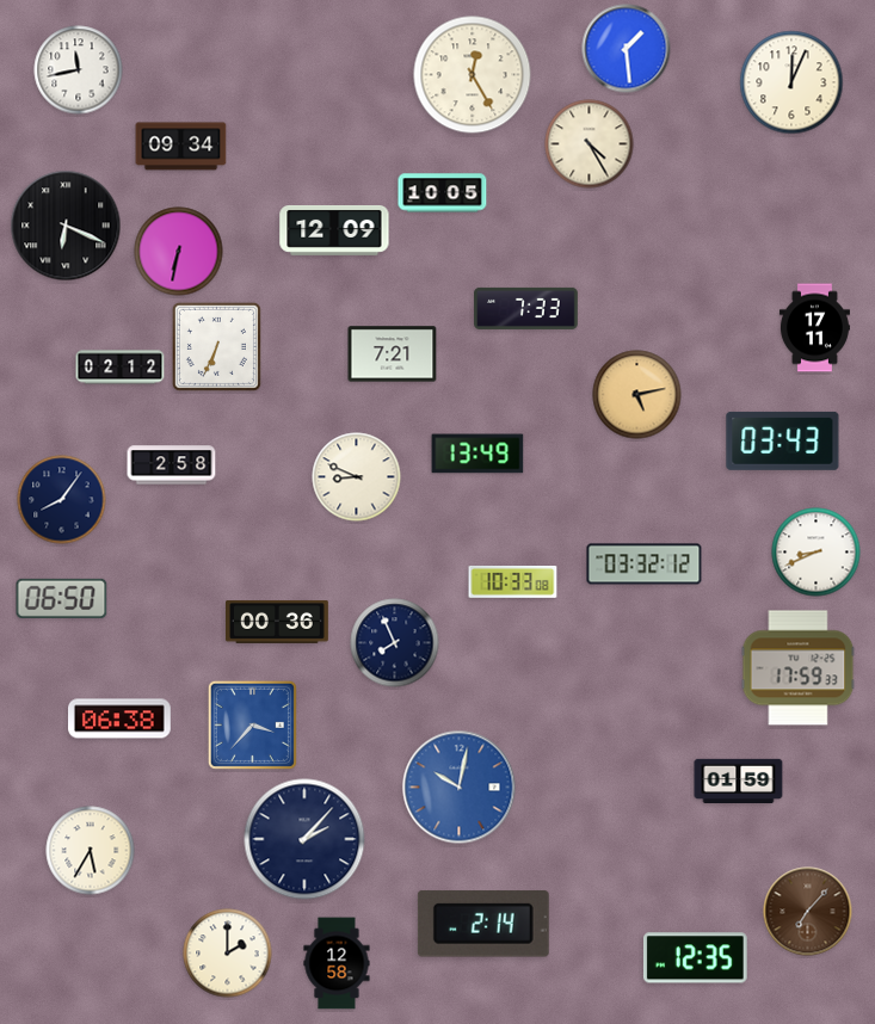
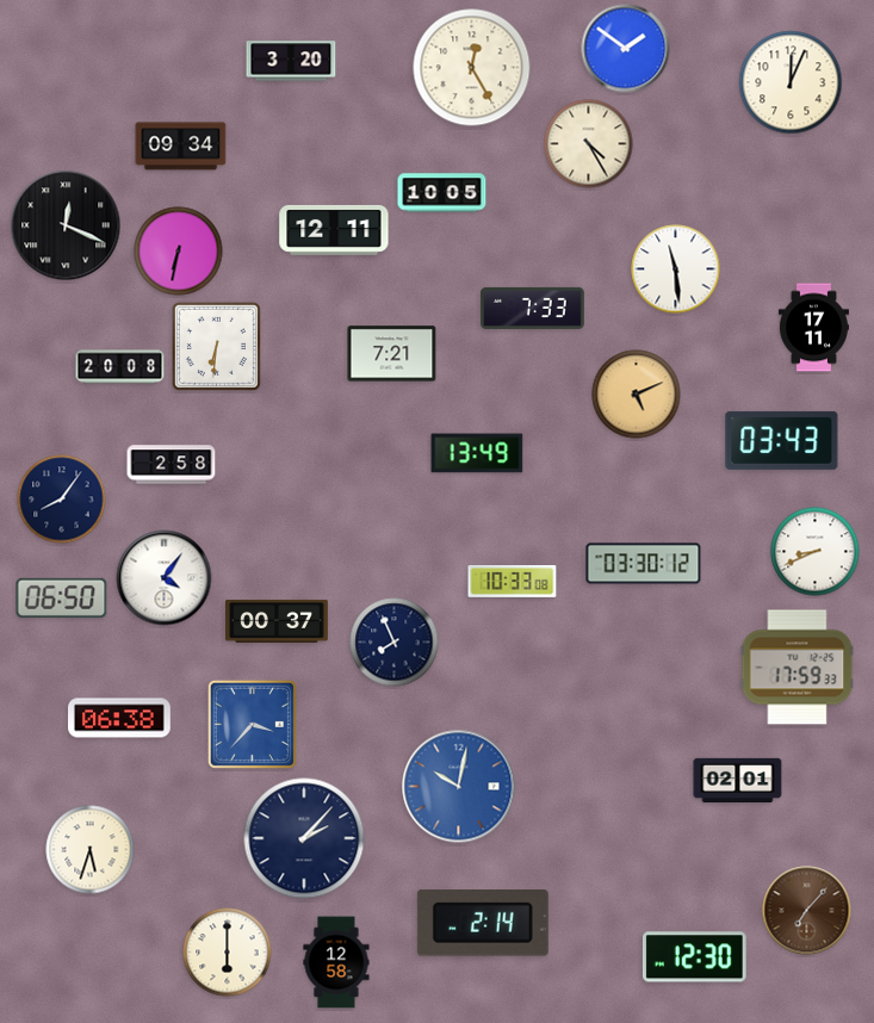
clock at (627, 49): 1:29 -> 1:51
clock at (291, 61): none -> 3:20
clock at (79, 70): 11:43 -> none
clock at (473, 75) position: (473, 75) -> (472, 68)
clock at (66, 226): 6:19 -> 12:19
clock at (334, 230): 12:09 -> 12:11
clock at (676, 269): none -> 11:29
clock at (526, 308) position: (526, 308) -> (533, 308)
clock at (216, 346): 6:34 -> 6:31
clock at (121, 368): 02:12 -> 20:08
clock at (637, 395): 5:13 -> 5:11
clock at (357, 477): 8:49 -> none
clock at (645, 565): 03:32 -> 03:30
clock at (165, 578): none -> 4:06
clock at (278, 622): 00:36 -> 00:37
clock at (739, 781): 01:59 -> 02:01
clock at (91, 851): 5:35 -> 5:33
clock at (228, 954): 2:00 -> 6:00
clock at (695, 958): 12:35 -> 12:30
